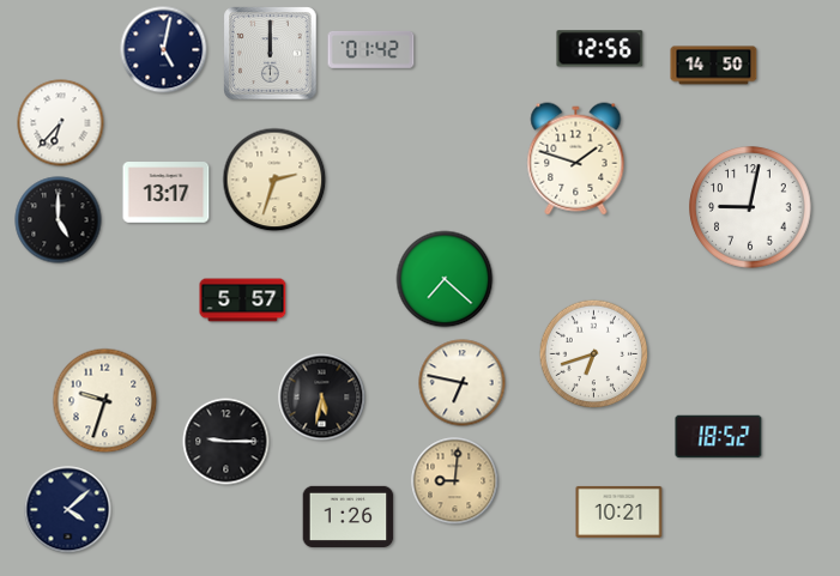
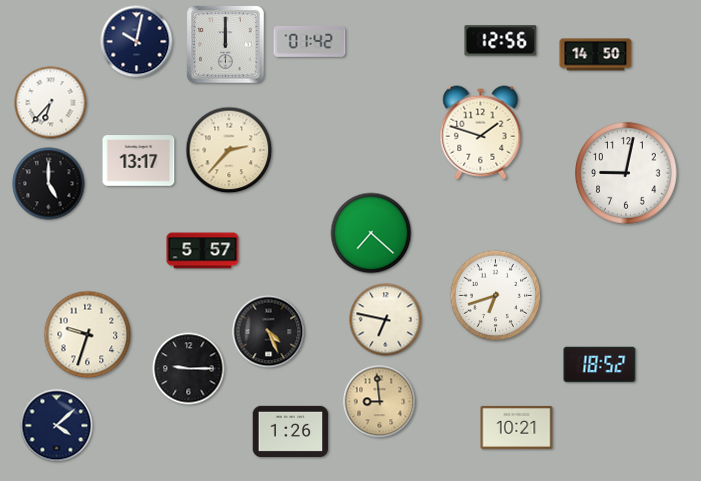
clock at (164, 50): 5:02 -> 10:02
clock at (274, 180): 2:33 -> 2:37
clock at (322, 398): 5:32 -> 4:26
clock at (455, 481): 9:01 -> 8:59
